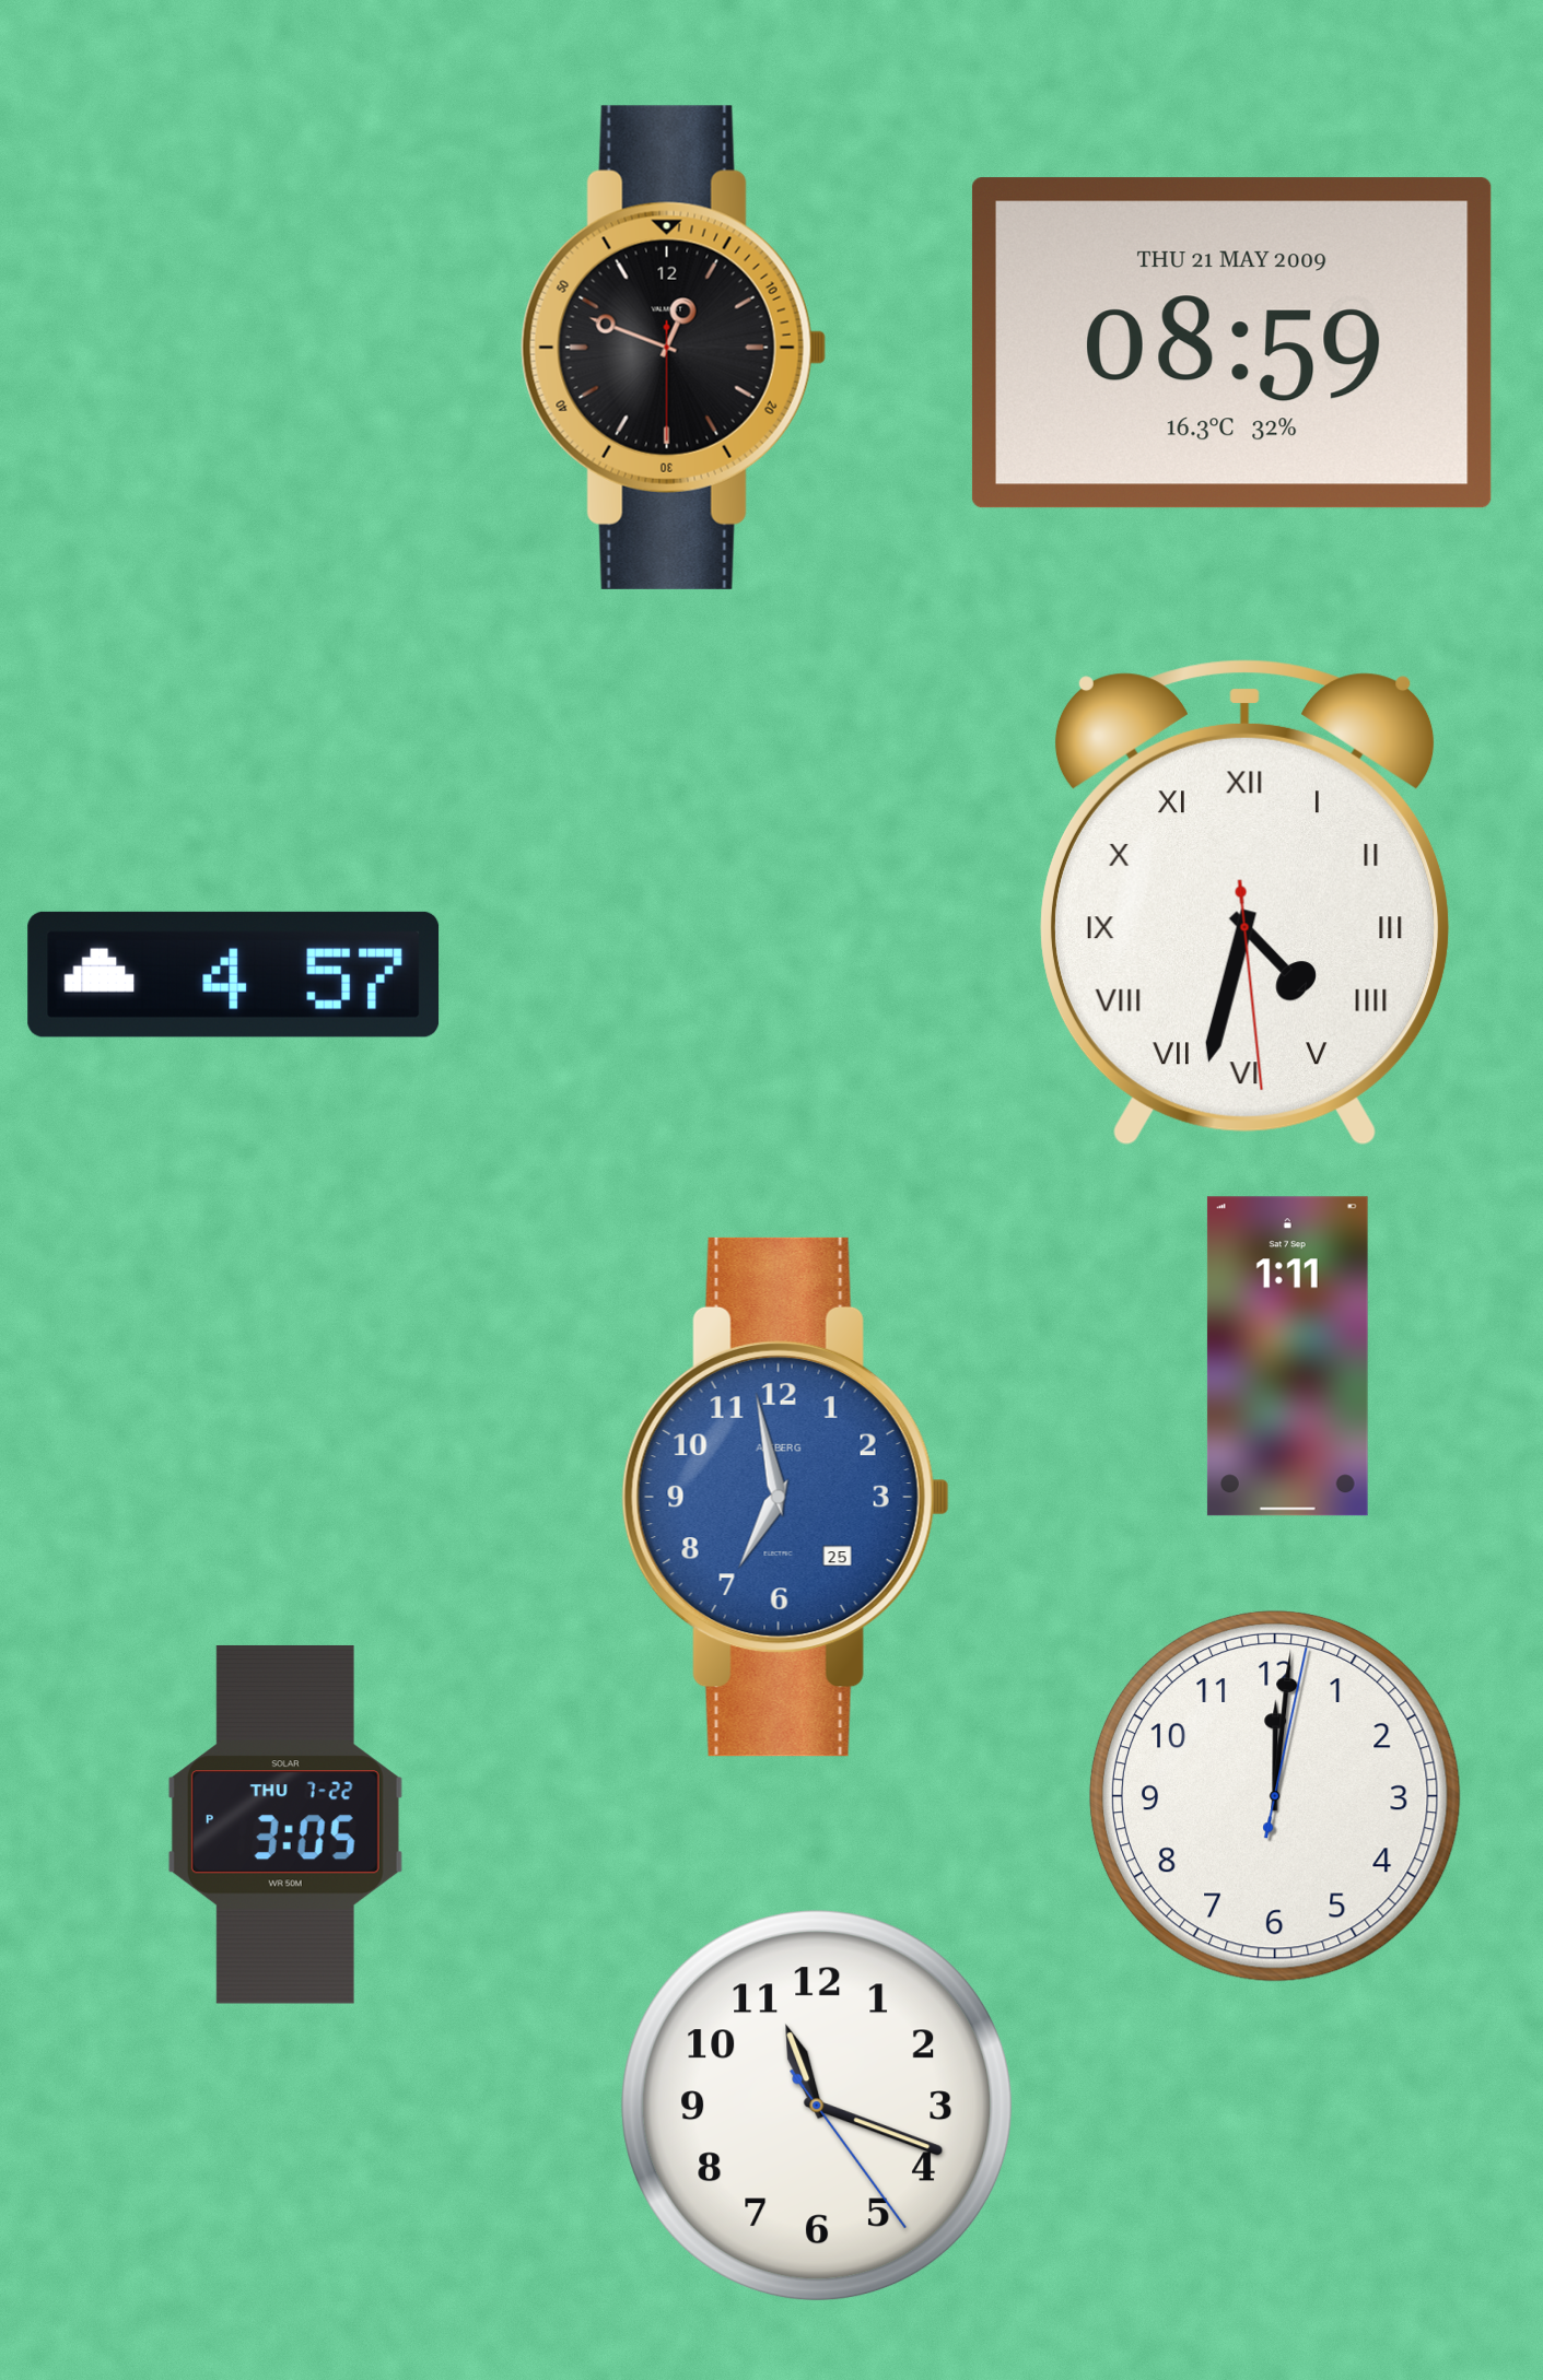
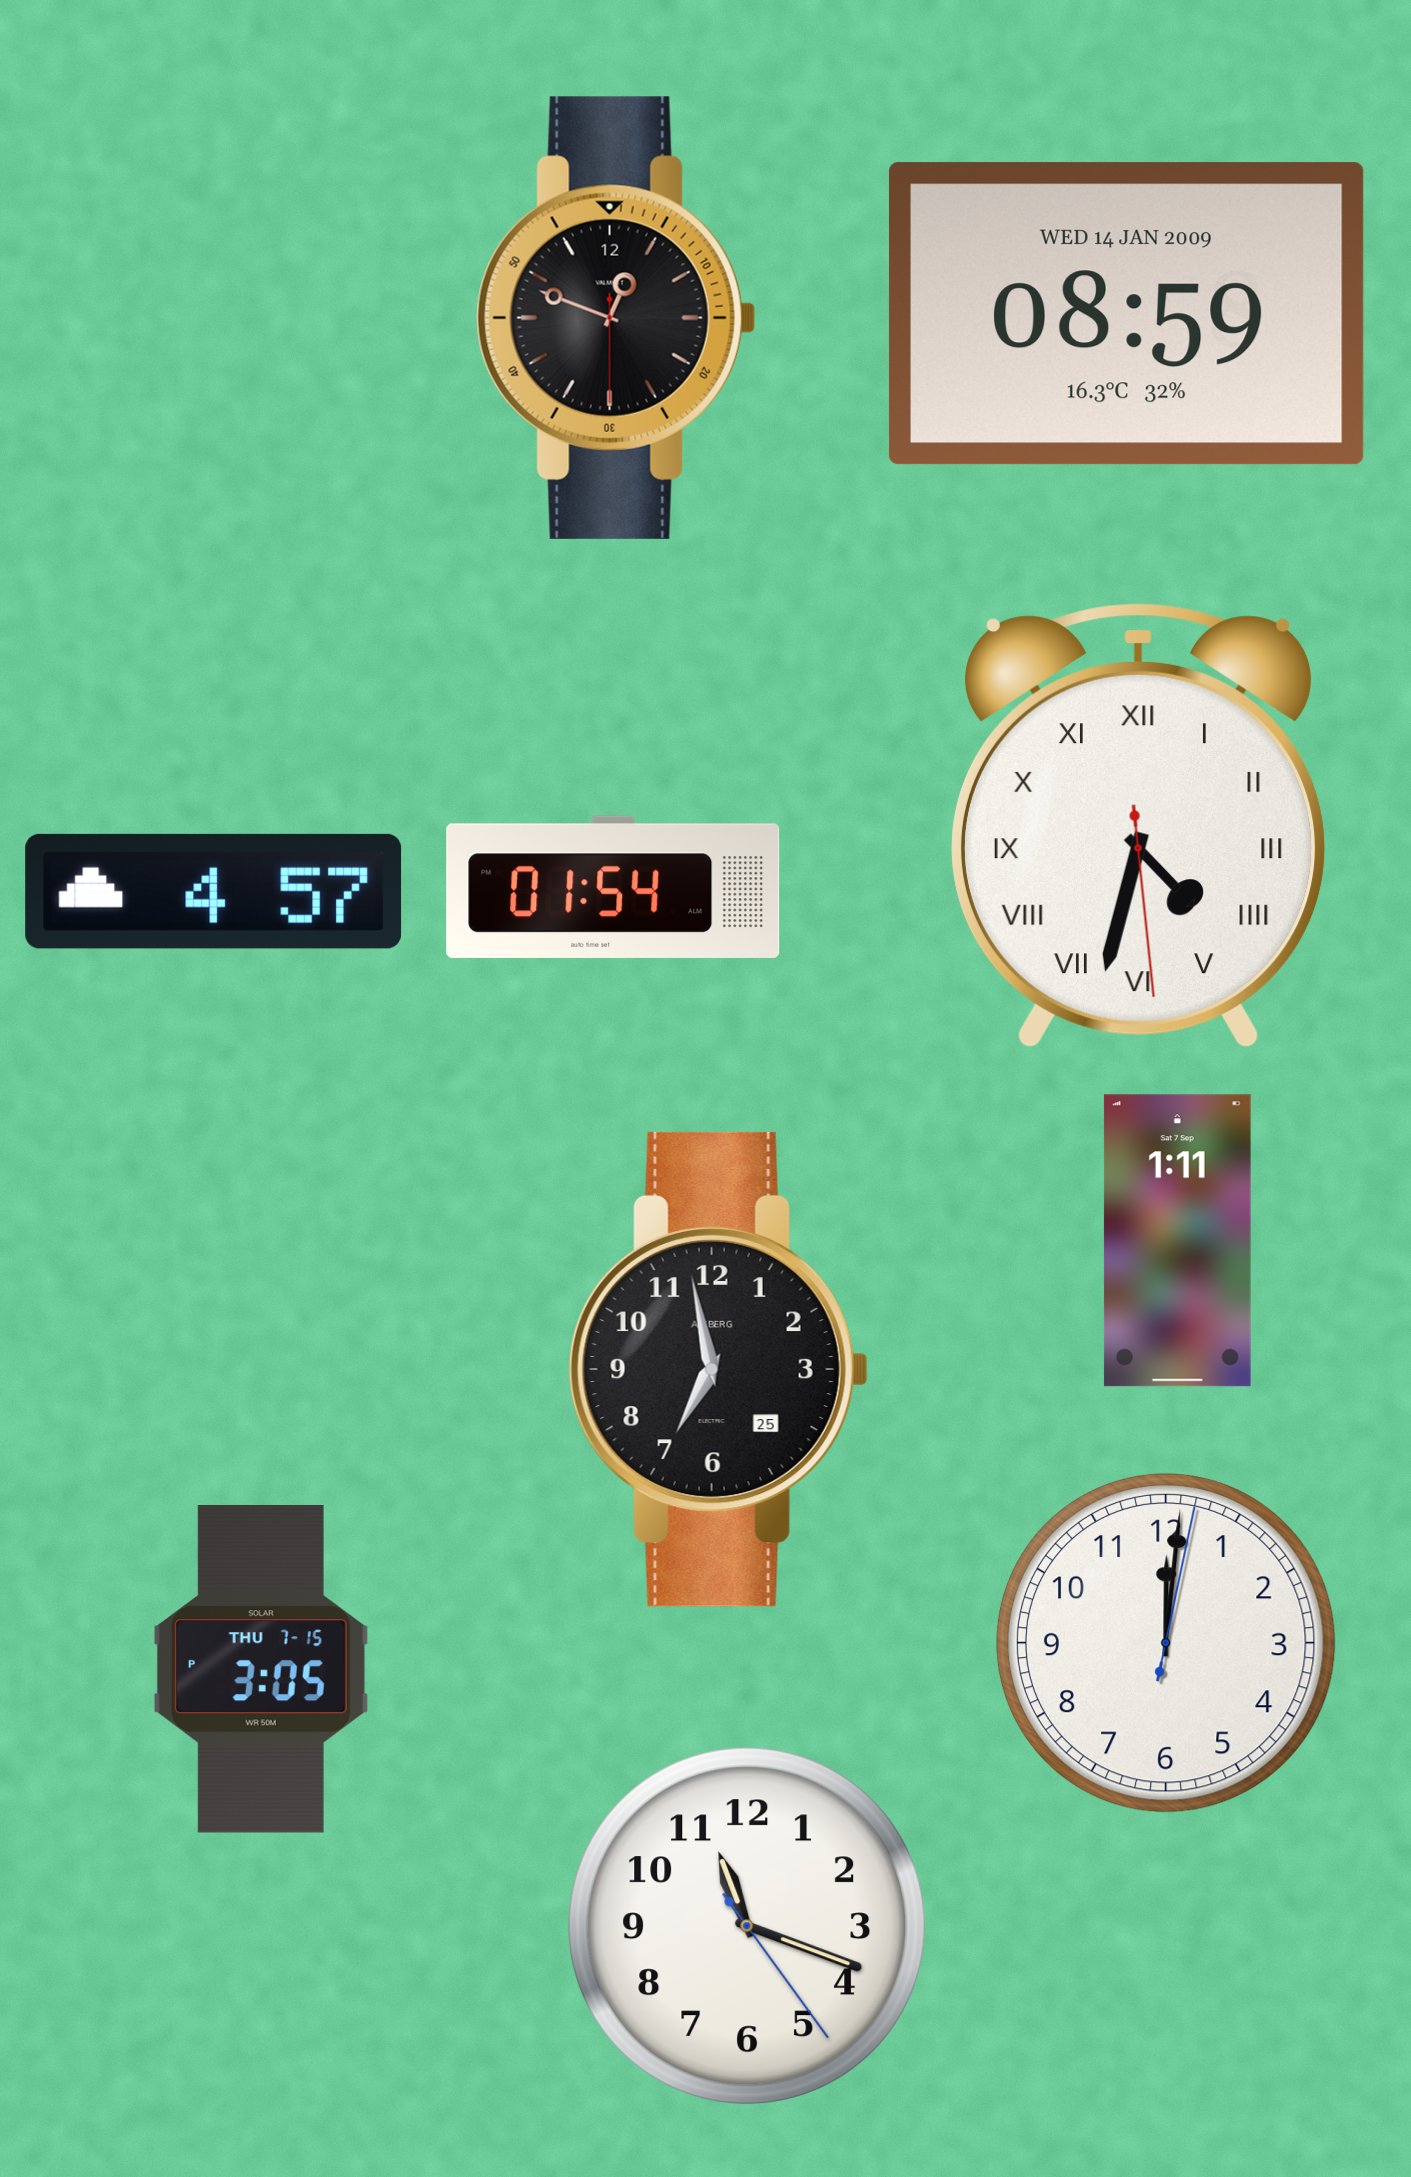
clock at (1231, 343) date: THU 21 MAY 2009 -> WED 14 JAN 2009
clock at (613, 887): none -> 01:54
clock at (785, 1497) dial: blue -> black
clock at (285, 1825) date: THU 7-22 -> THU 7-15
